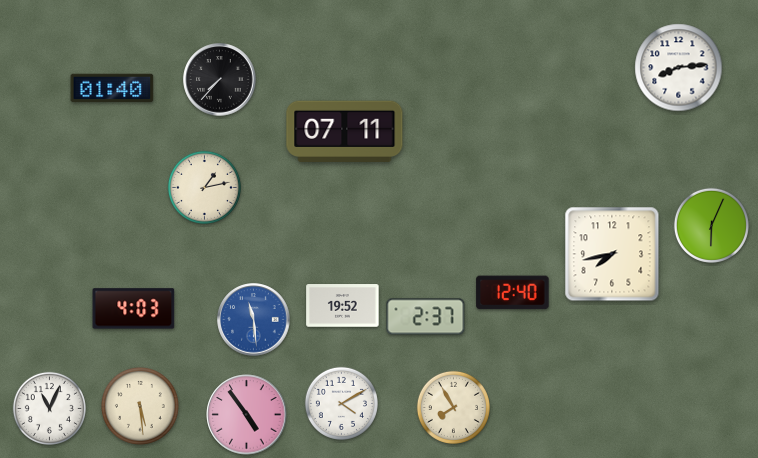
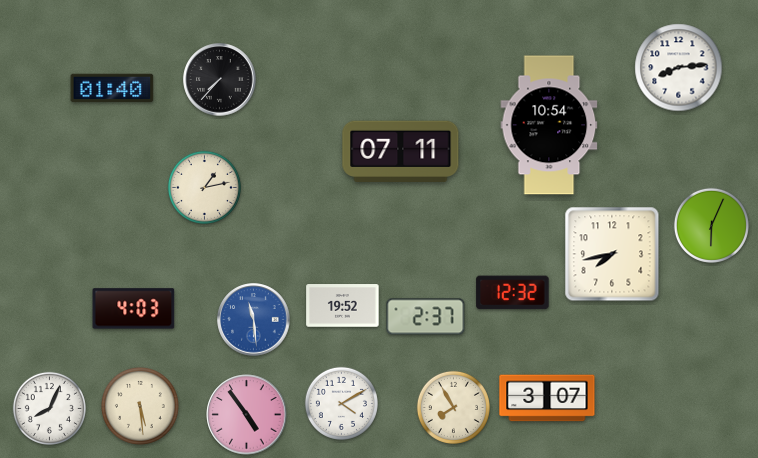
clock at (549, 125): none -> 10:54
clock at (345, 131) position: (345, 131) -> (401, 151)
clock at (513, 293): 12:40 -> 12:32
clock at (547, 398): none -> 3:07
clock at (49, 408): 11:04 -> 8:04
